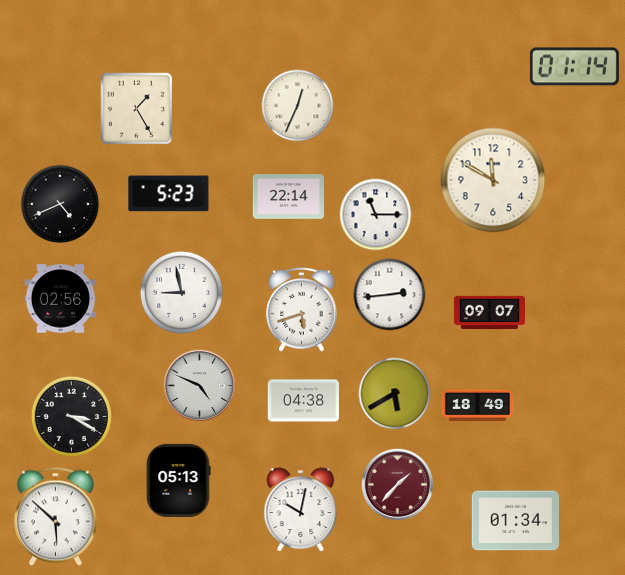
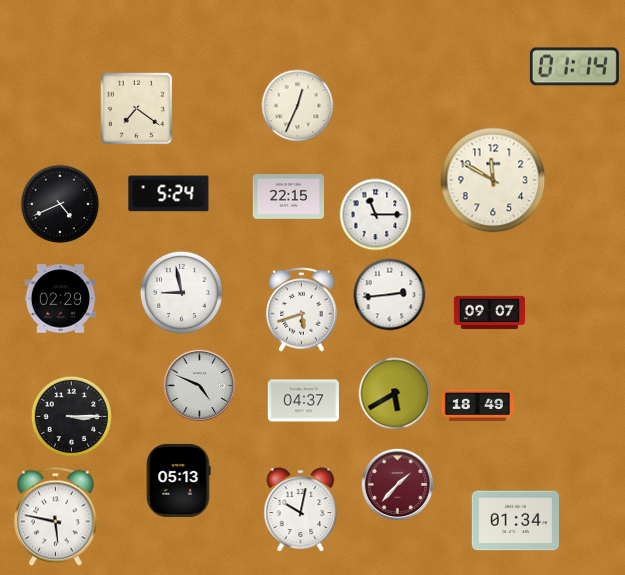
clock at (137, 109): 1:25 -> 7:21
clock at (169, 194): 5:23 -> 5:24
clock at (289, 197): 22:14 -> 22:15
clock at (60, 299): 02:56 -> 02:29
clock at (303, 401): 04:38 -> 04:37
clock at (71, 416): 3:20 -> 3:15
clock at (56, 517): 5:52 -> 5:47
